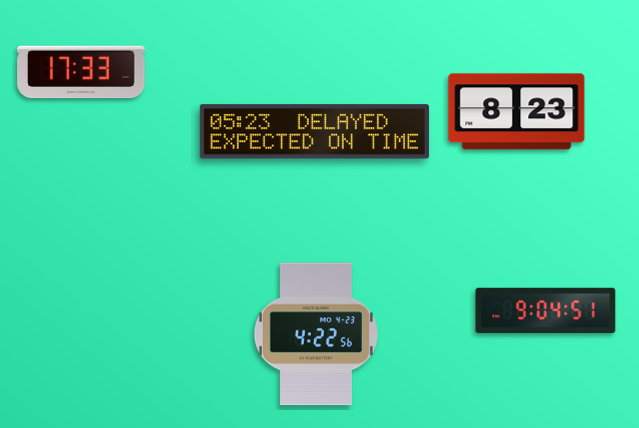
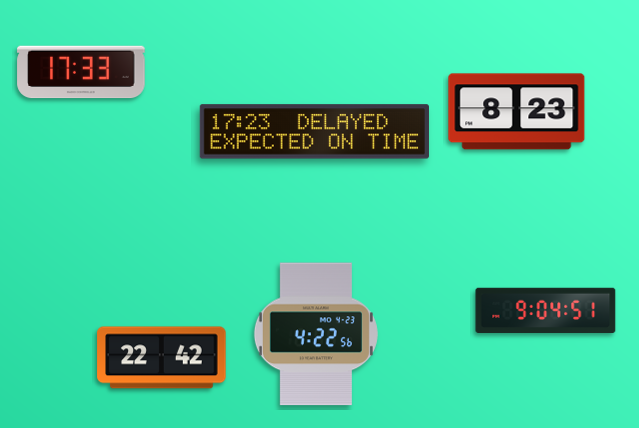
clock at (314, 132): 05:23 -> 17:23
clock at (162, 358): none -> 22:42
